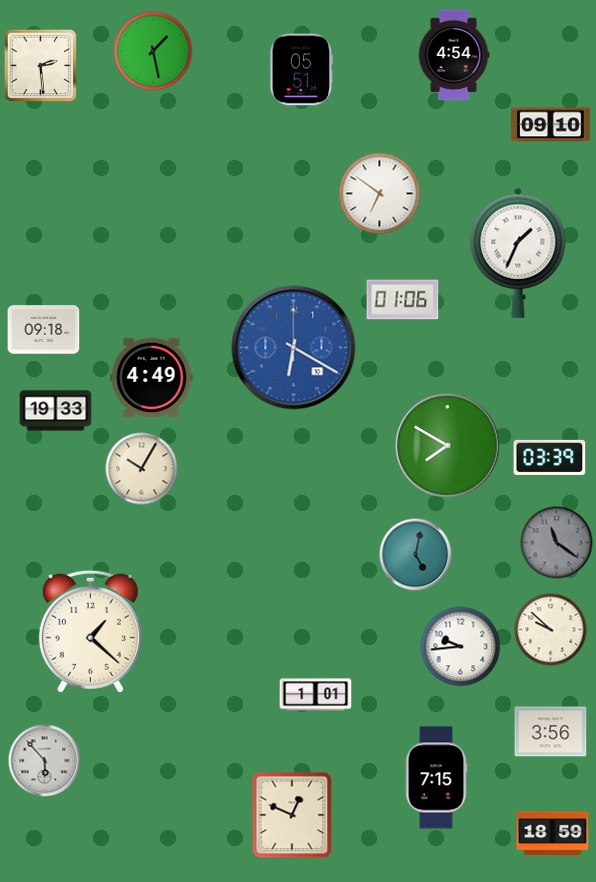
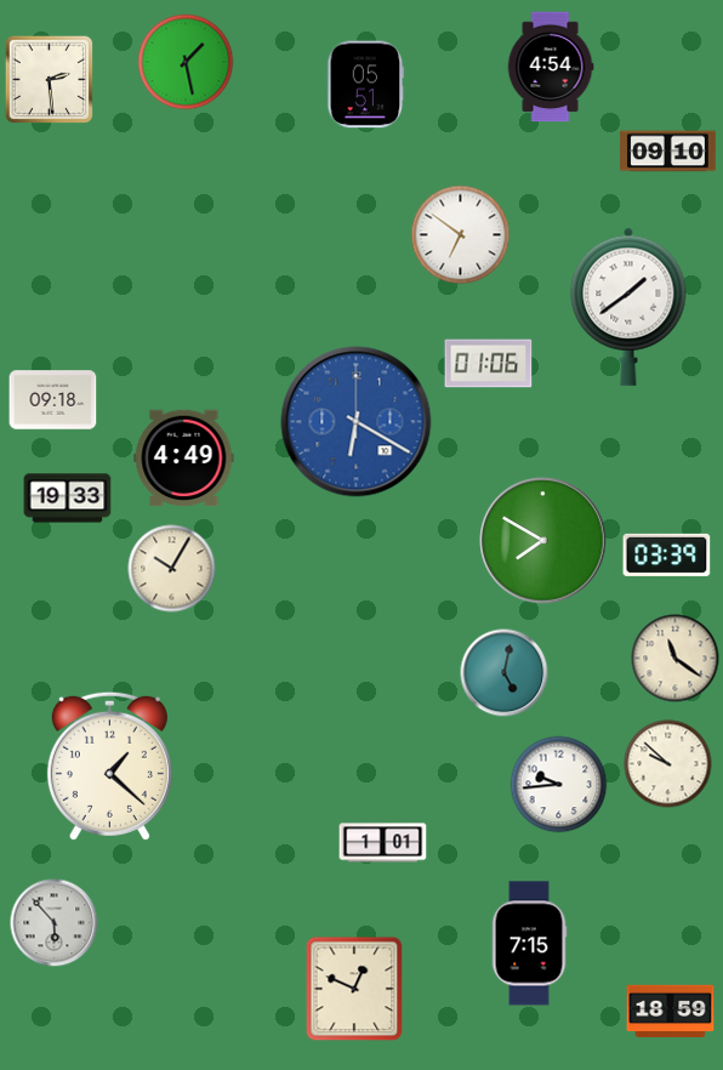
clock at (518, 253): 1:34 -> 1:39
clock at (557, 543) dial: grey -> cream
clock at (551, 732): 3:56 -> none
